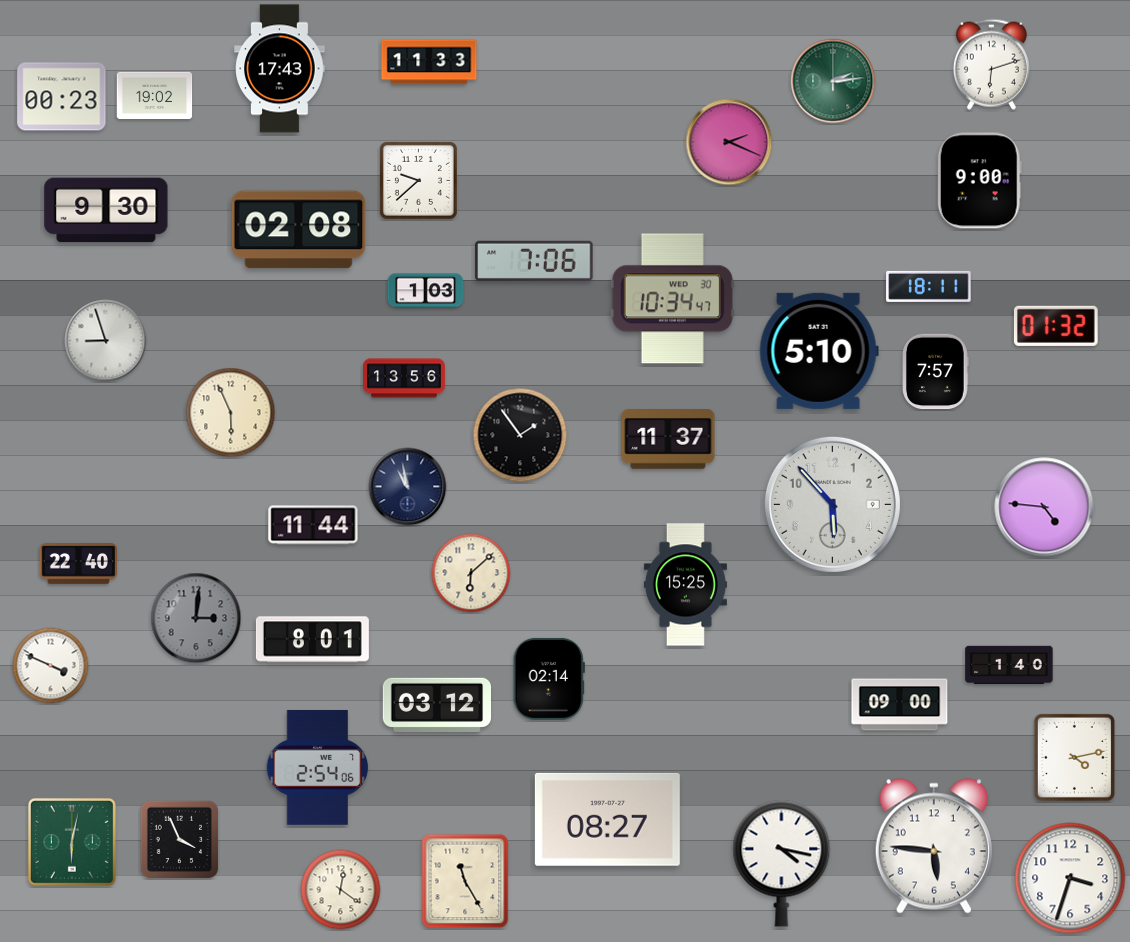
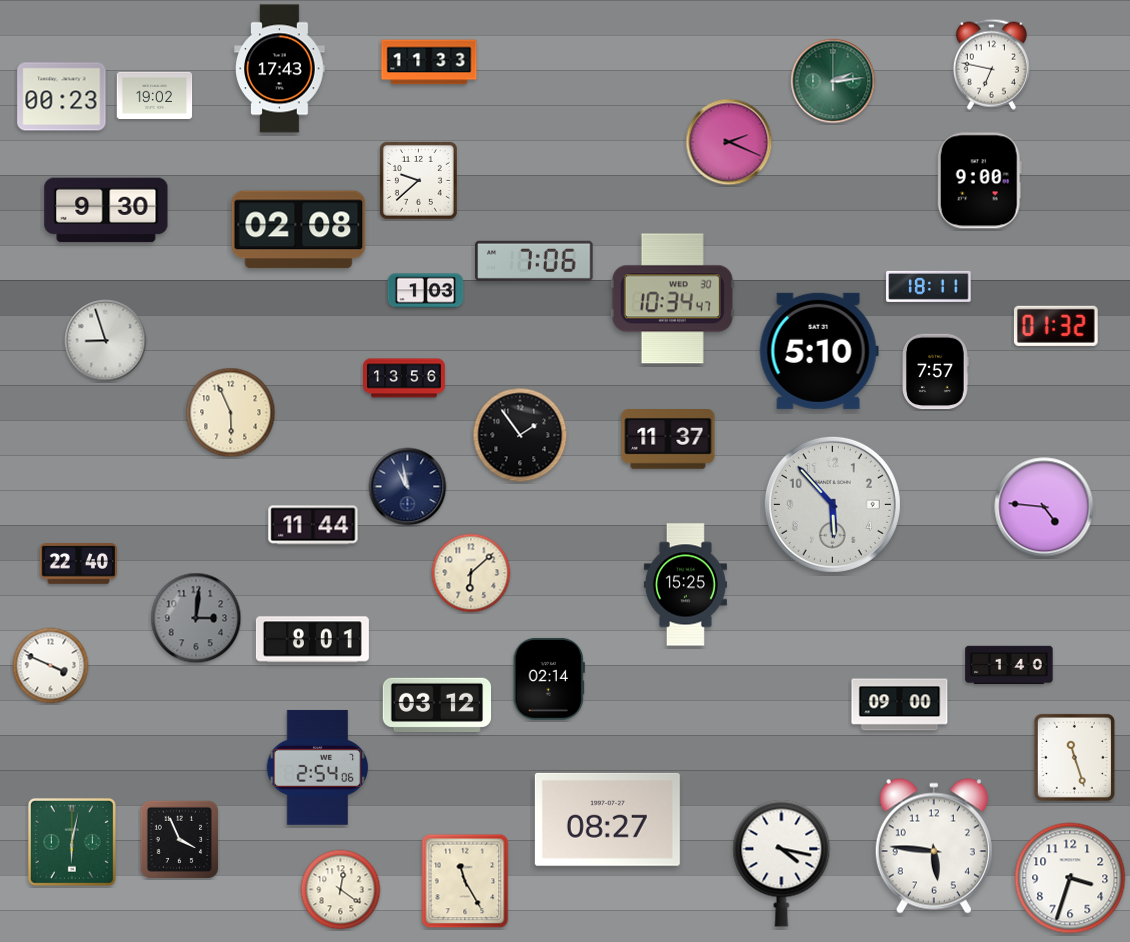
clock at (991, 64): 6:12 -> 6:47
clock at (1074, 757): 4:13 -> 11:27
